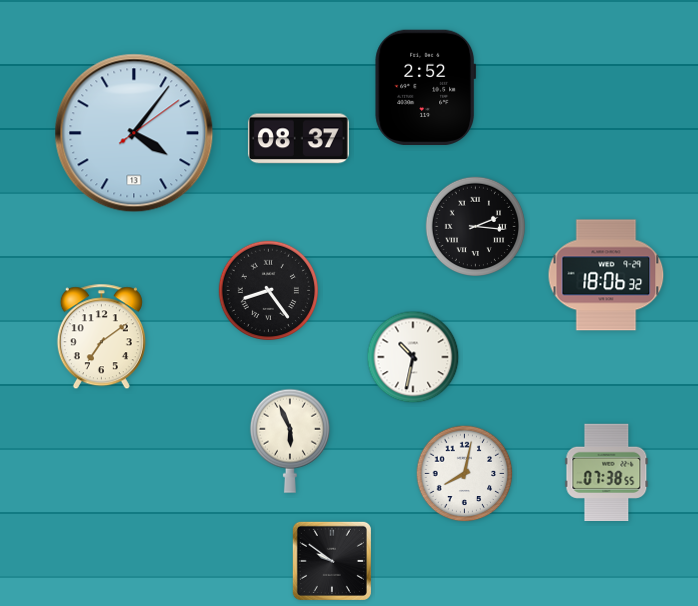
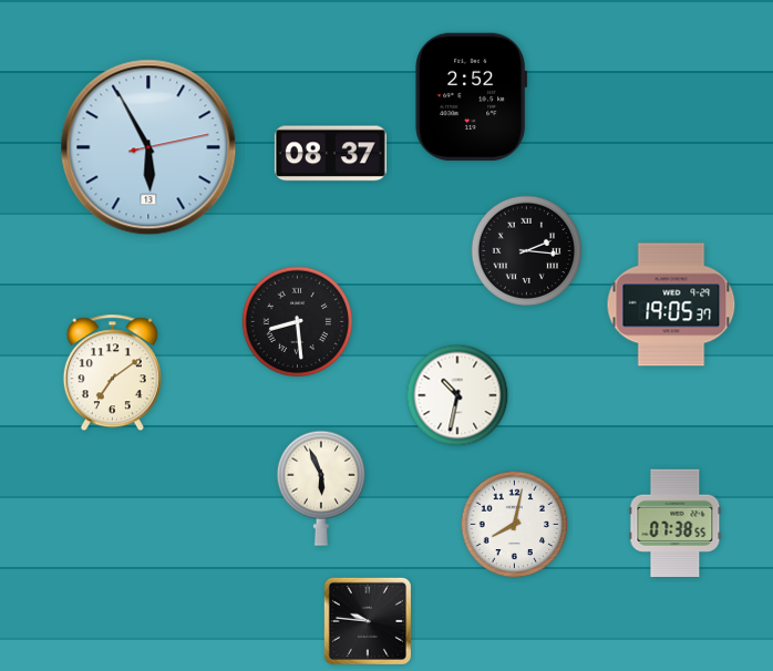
clock at (134, 133): 4:06 -> 5:55
clock at (606, 275): 18:06 -> 19:05
clock at (268, 290): 8:24 -> 8:29
clock at (607, 472) position: (607, 472) -> (676, 523)
clock at (332, 561): 9:51 -> 9:46
